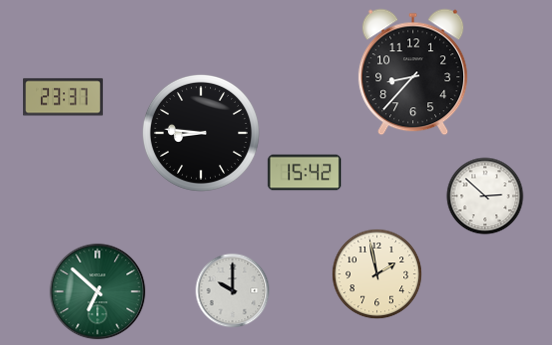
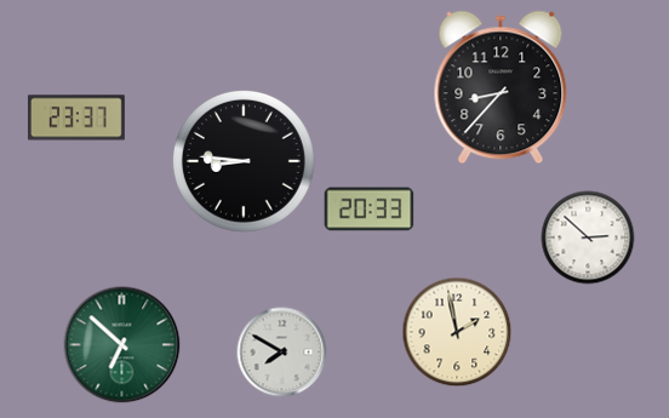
clock at (305, 173): 15:42 -> 20:33
clock at (233, 291): 10:00 -> 7:50
clock at (98, 292) position: (98, 292) -> (122, 345)
